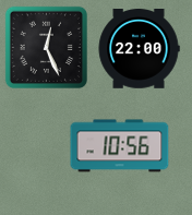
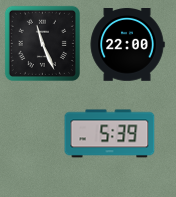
clock at (46, 47): 12:26 -> 11:26
clock at (120, 146): 10:56 -> 5:39
